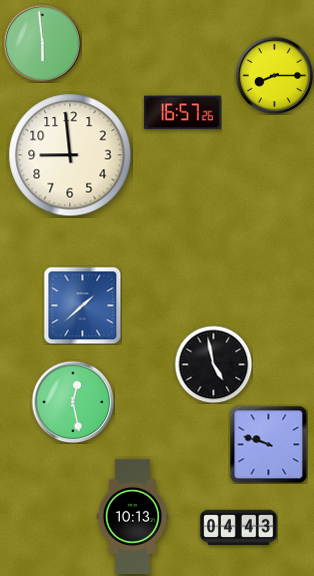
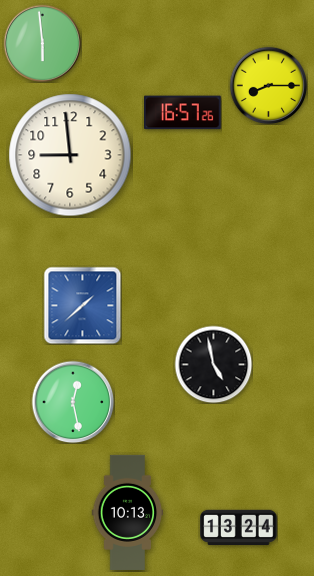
clock at (274, 75) position: (274, 75) -> (268, 85)
clock at (268, 444): 9:48 -> none
clock at (133, 516) position: (133, 516) -> (128, 512)
clock at (239, 527): 04:43 -> 13:24
